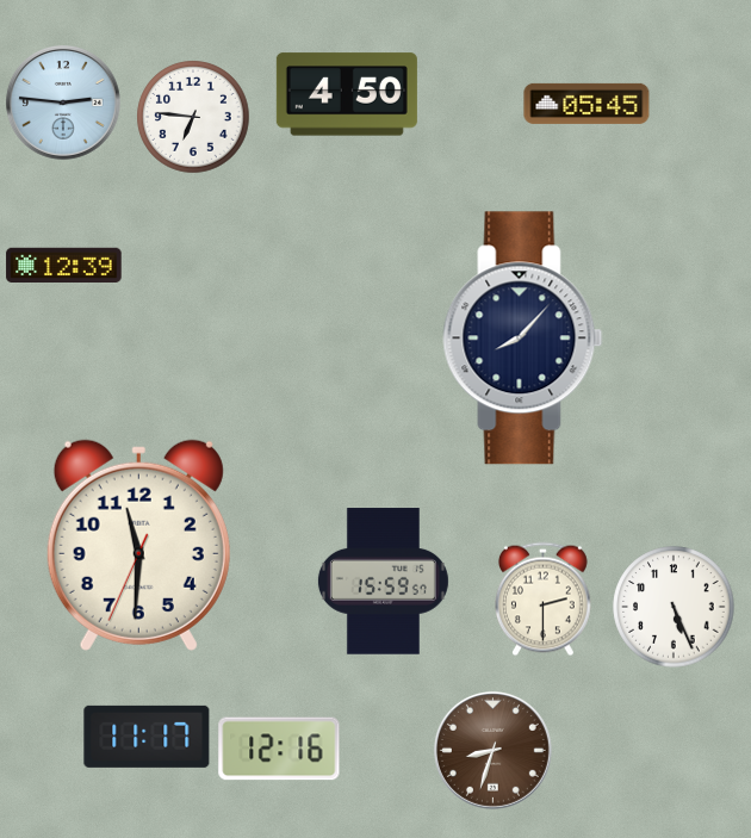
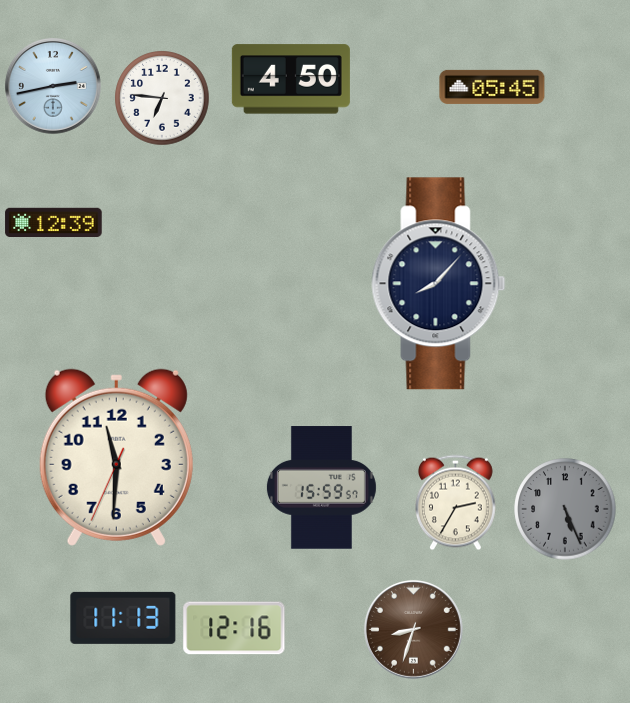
clock at (63, 103): 2:46 -> 2:43
clock at (542, 600): 2:30 -> 2:35
clock at (674, 607) dial: white -> grey
clock at (147, 737): 11:17 -> 11:13
